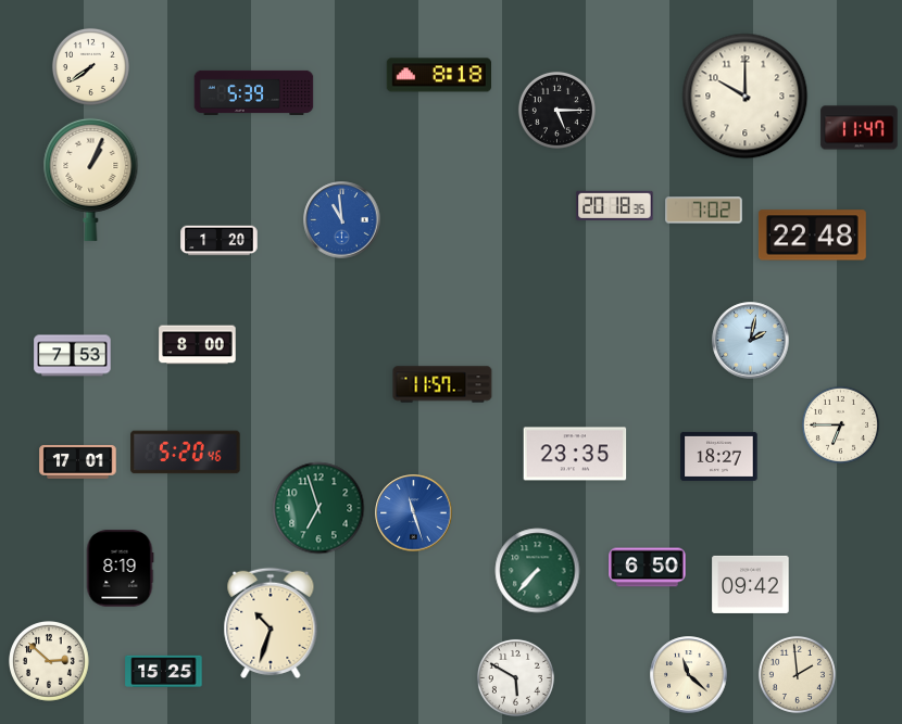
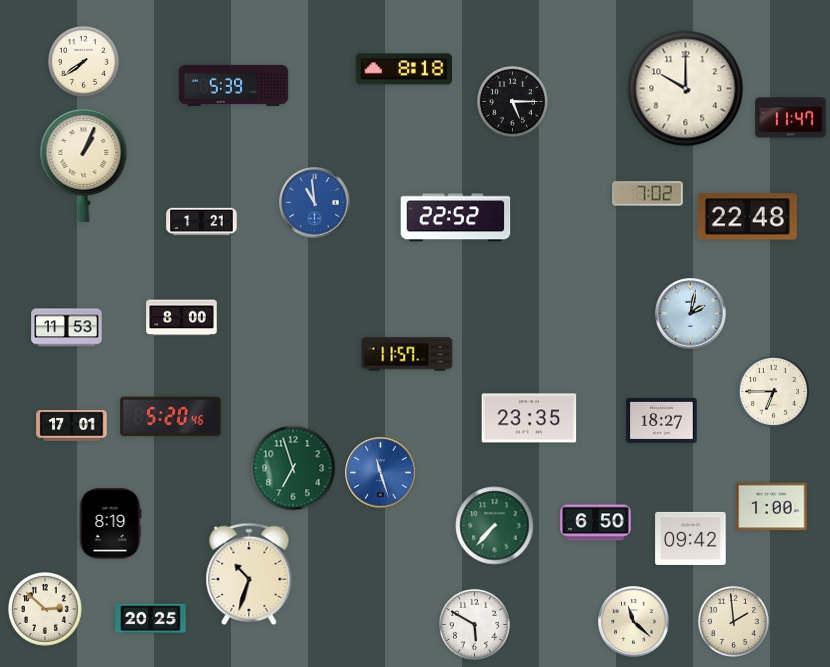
clock at (615, 205): 20:18 -> none
clock at (456, 218): none -> 22:52
clock at (220, 241): 1:20 -> 1:21
clock at (73, 356): 7:53 -> 11:53
clock at (772, 507): none -> 1:00
clock at (164, 671): 15:25 -> 20:25
